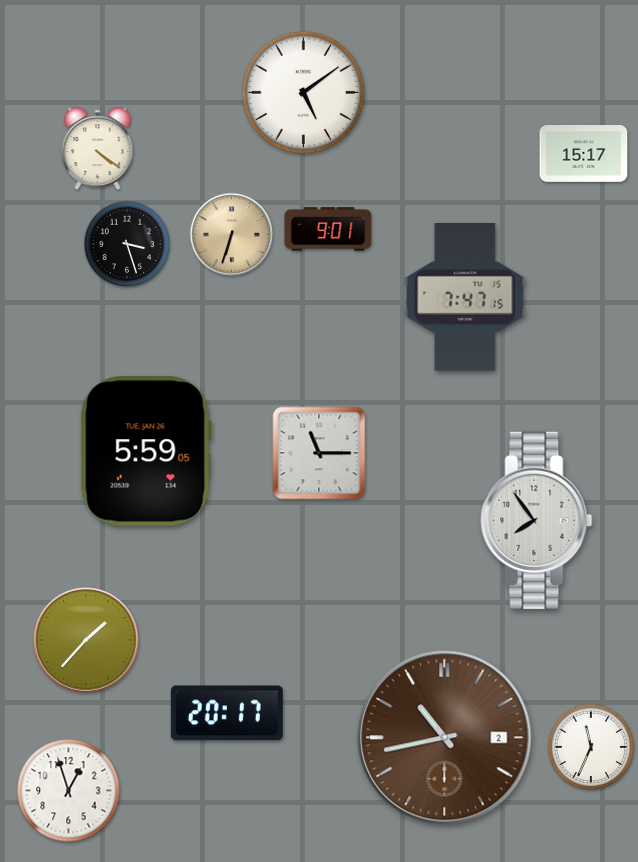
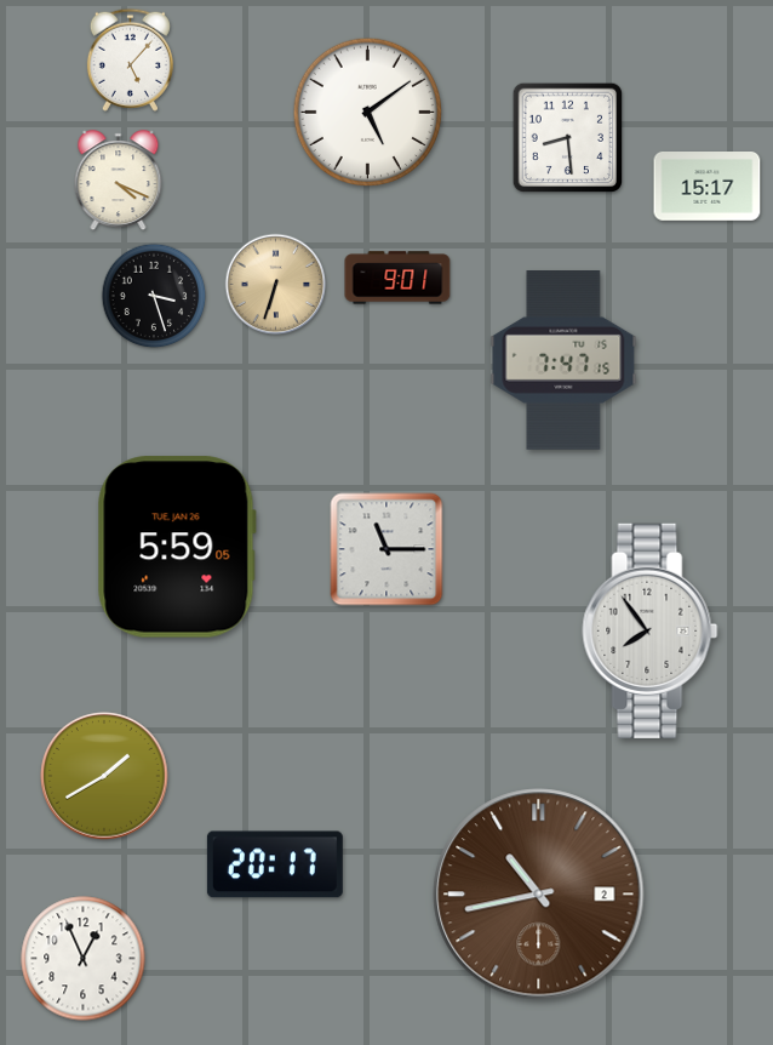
clock at (130, 59): none -> 5:07
clock at (568, 138): none -> 8:29
clock at (98, 149): 4:21 -> 4:19
clock at (232, 235) position: (232, 235) -> (276, 285)
clock at (86, 640): 1:37 -> 1:40
clock at (591, 747): 11:34 -> none
clock at (69, 791): 12:57 -> 12:56
